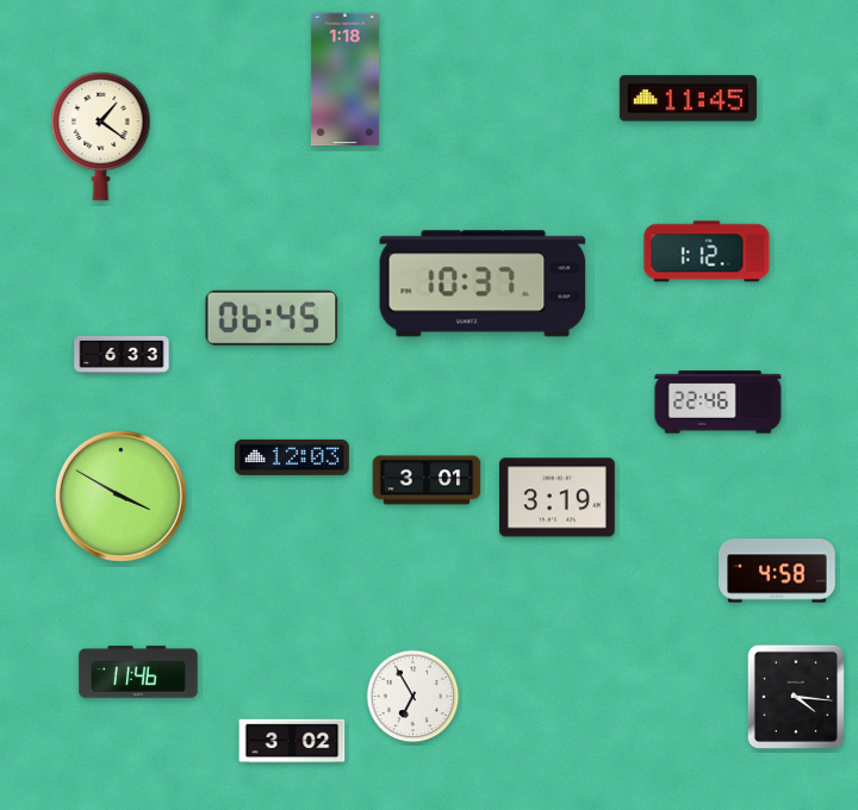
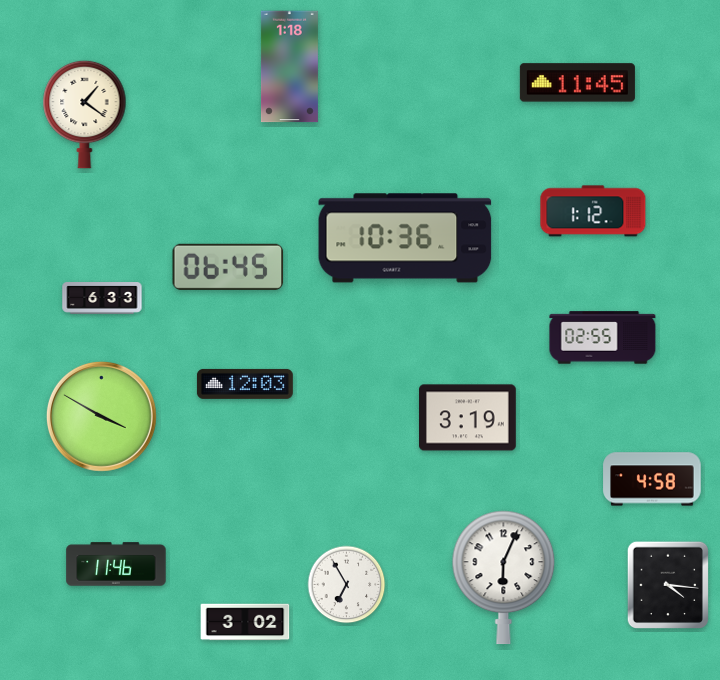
clock at (483, 283): 10:37 -> 10:36
clock at (719, 403): 22:46 -> 02:55
clock at (427, 480): 3:01 -> none
clock at (504, 578): none -> 6:04
